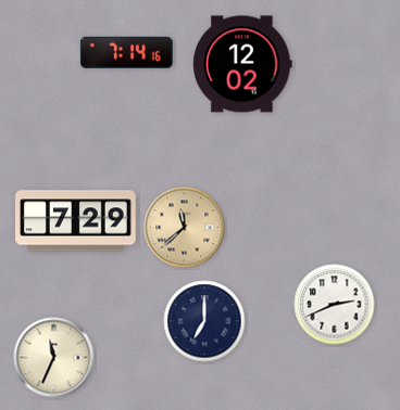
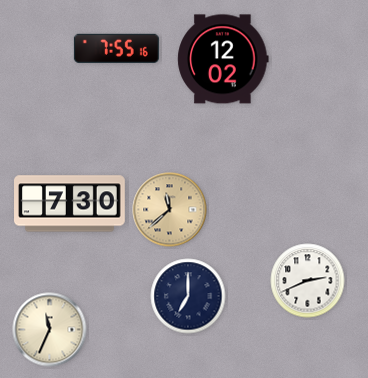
clock at (126, 52): 7:14 -> 7:55
clock at (76, 221): 7:29 -> 7:30
